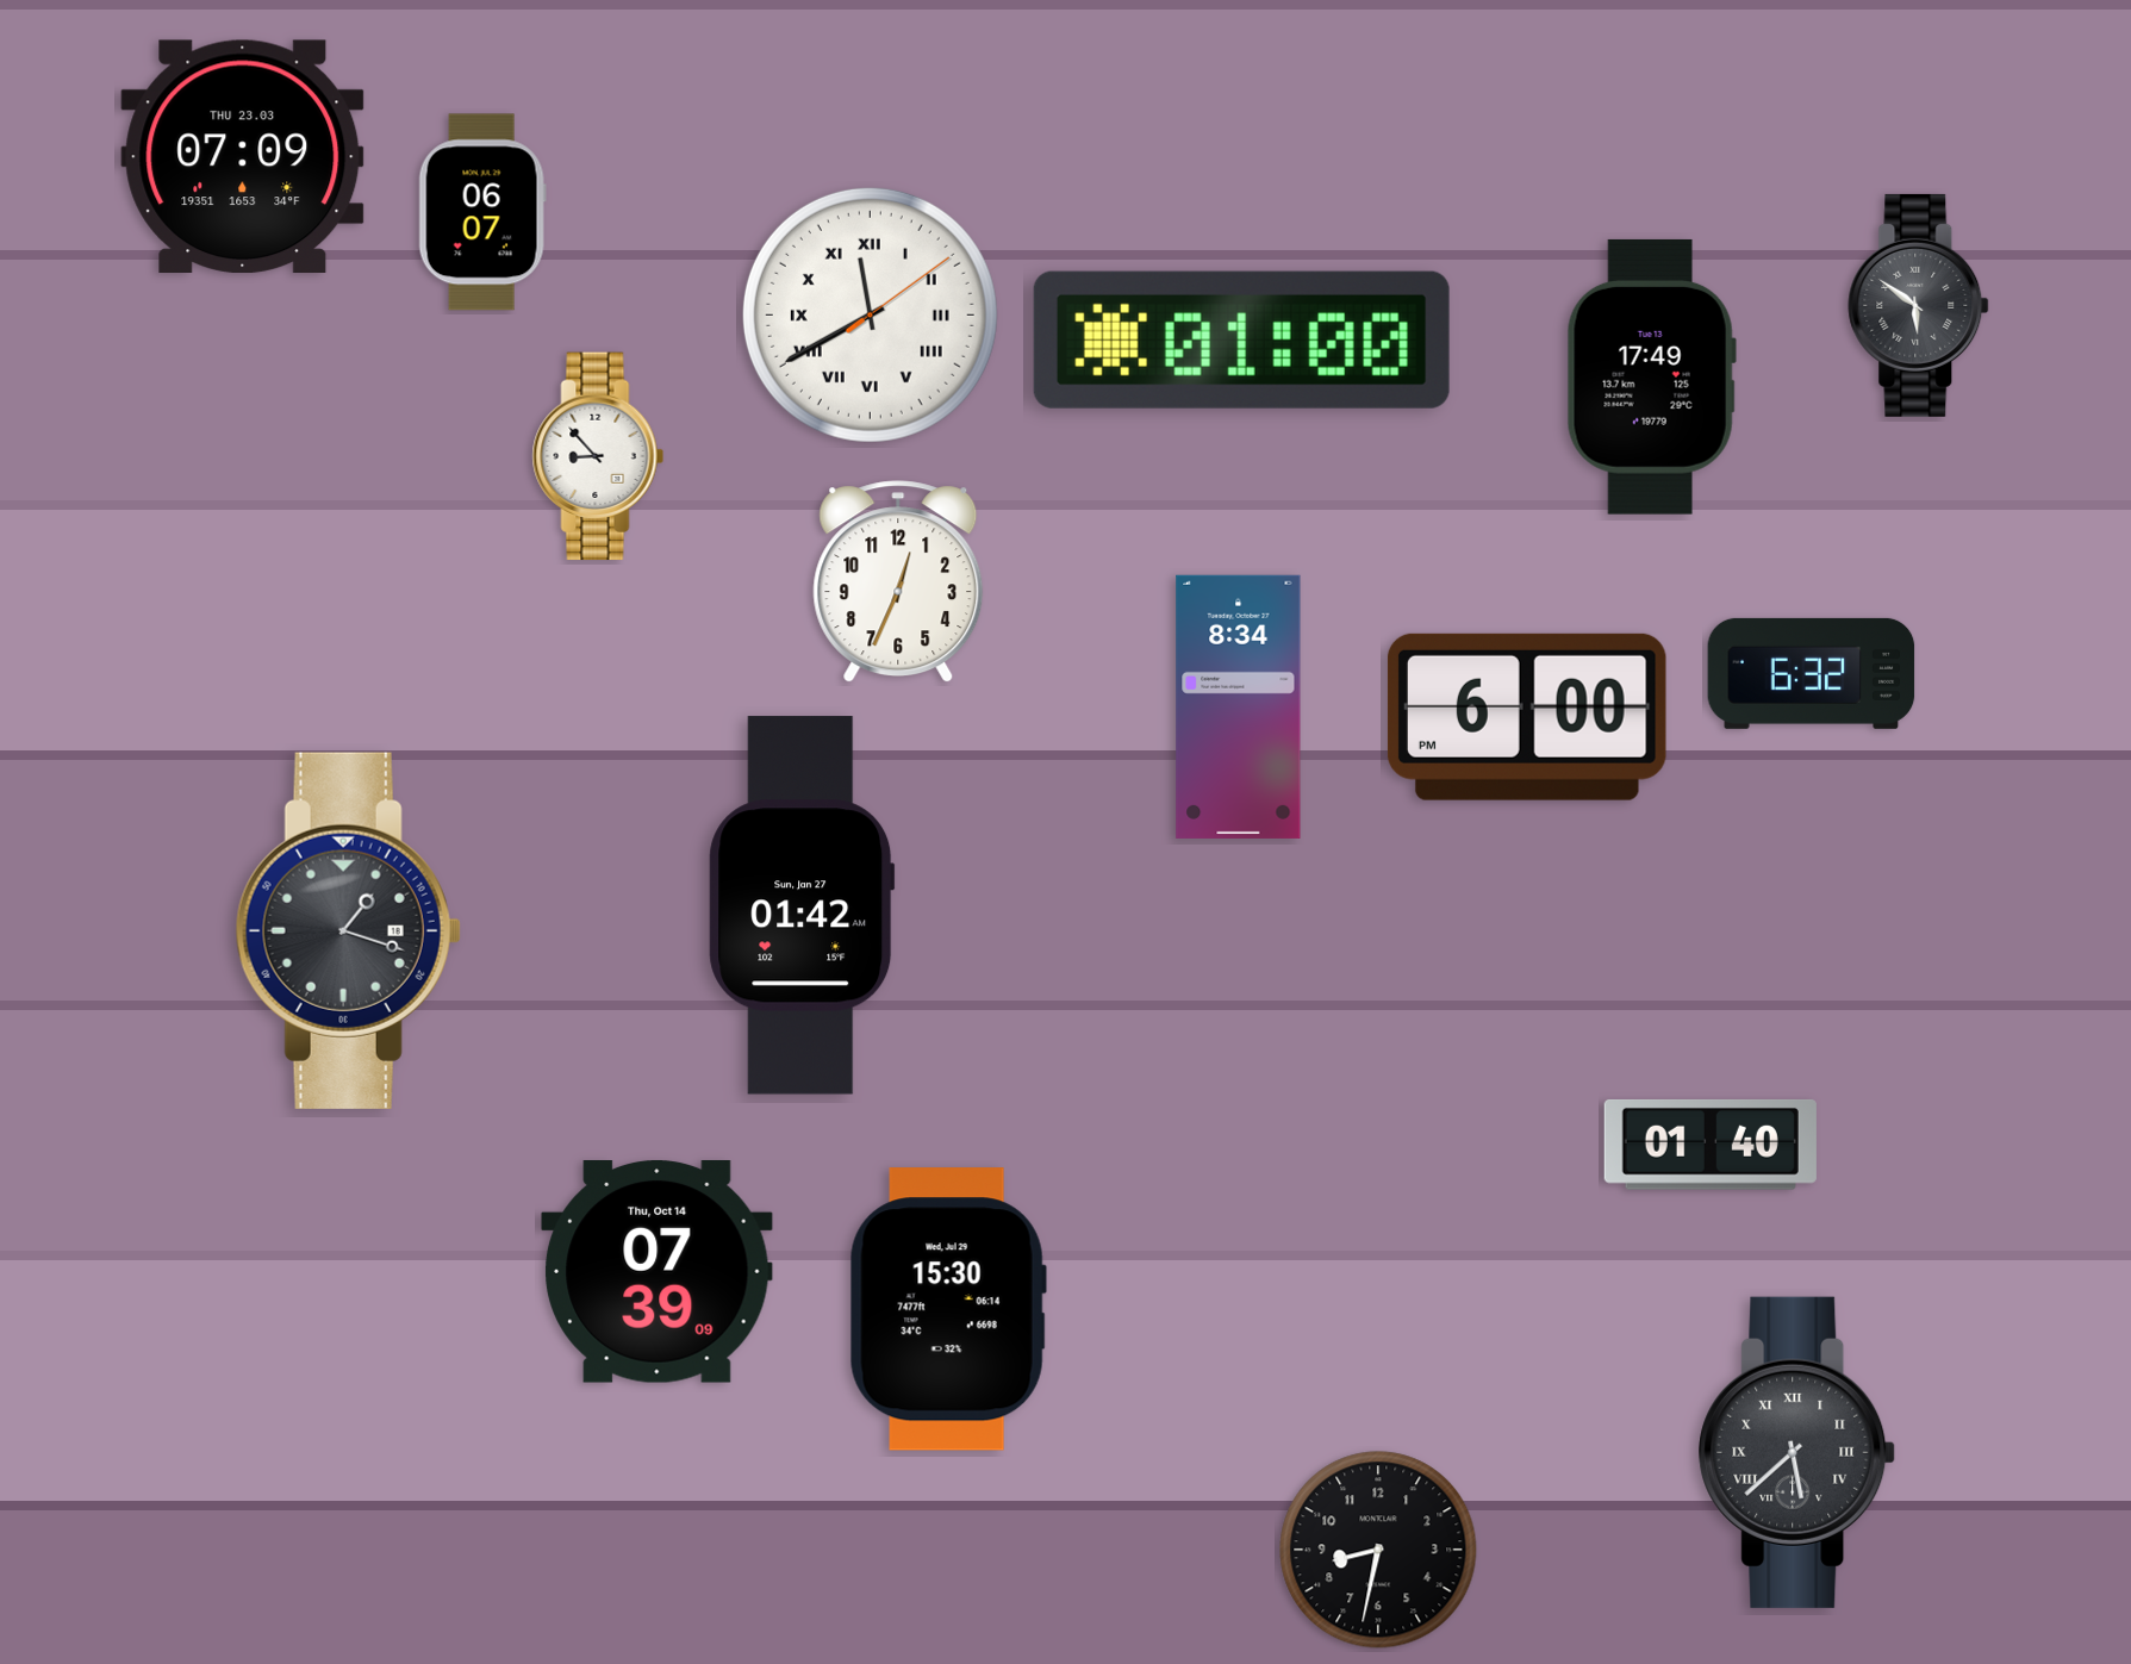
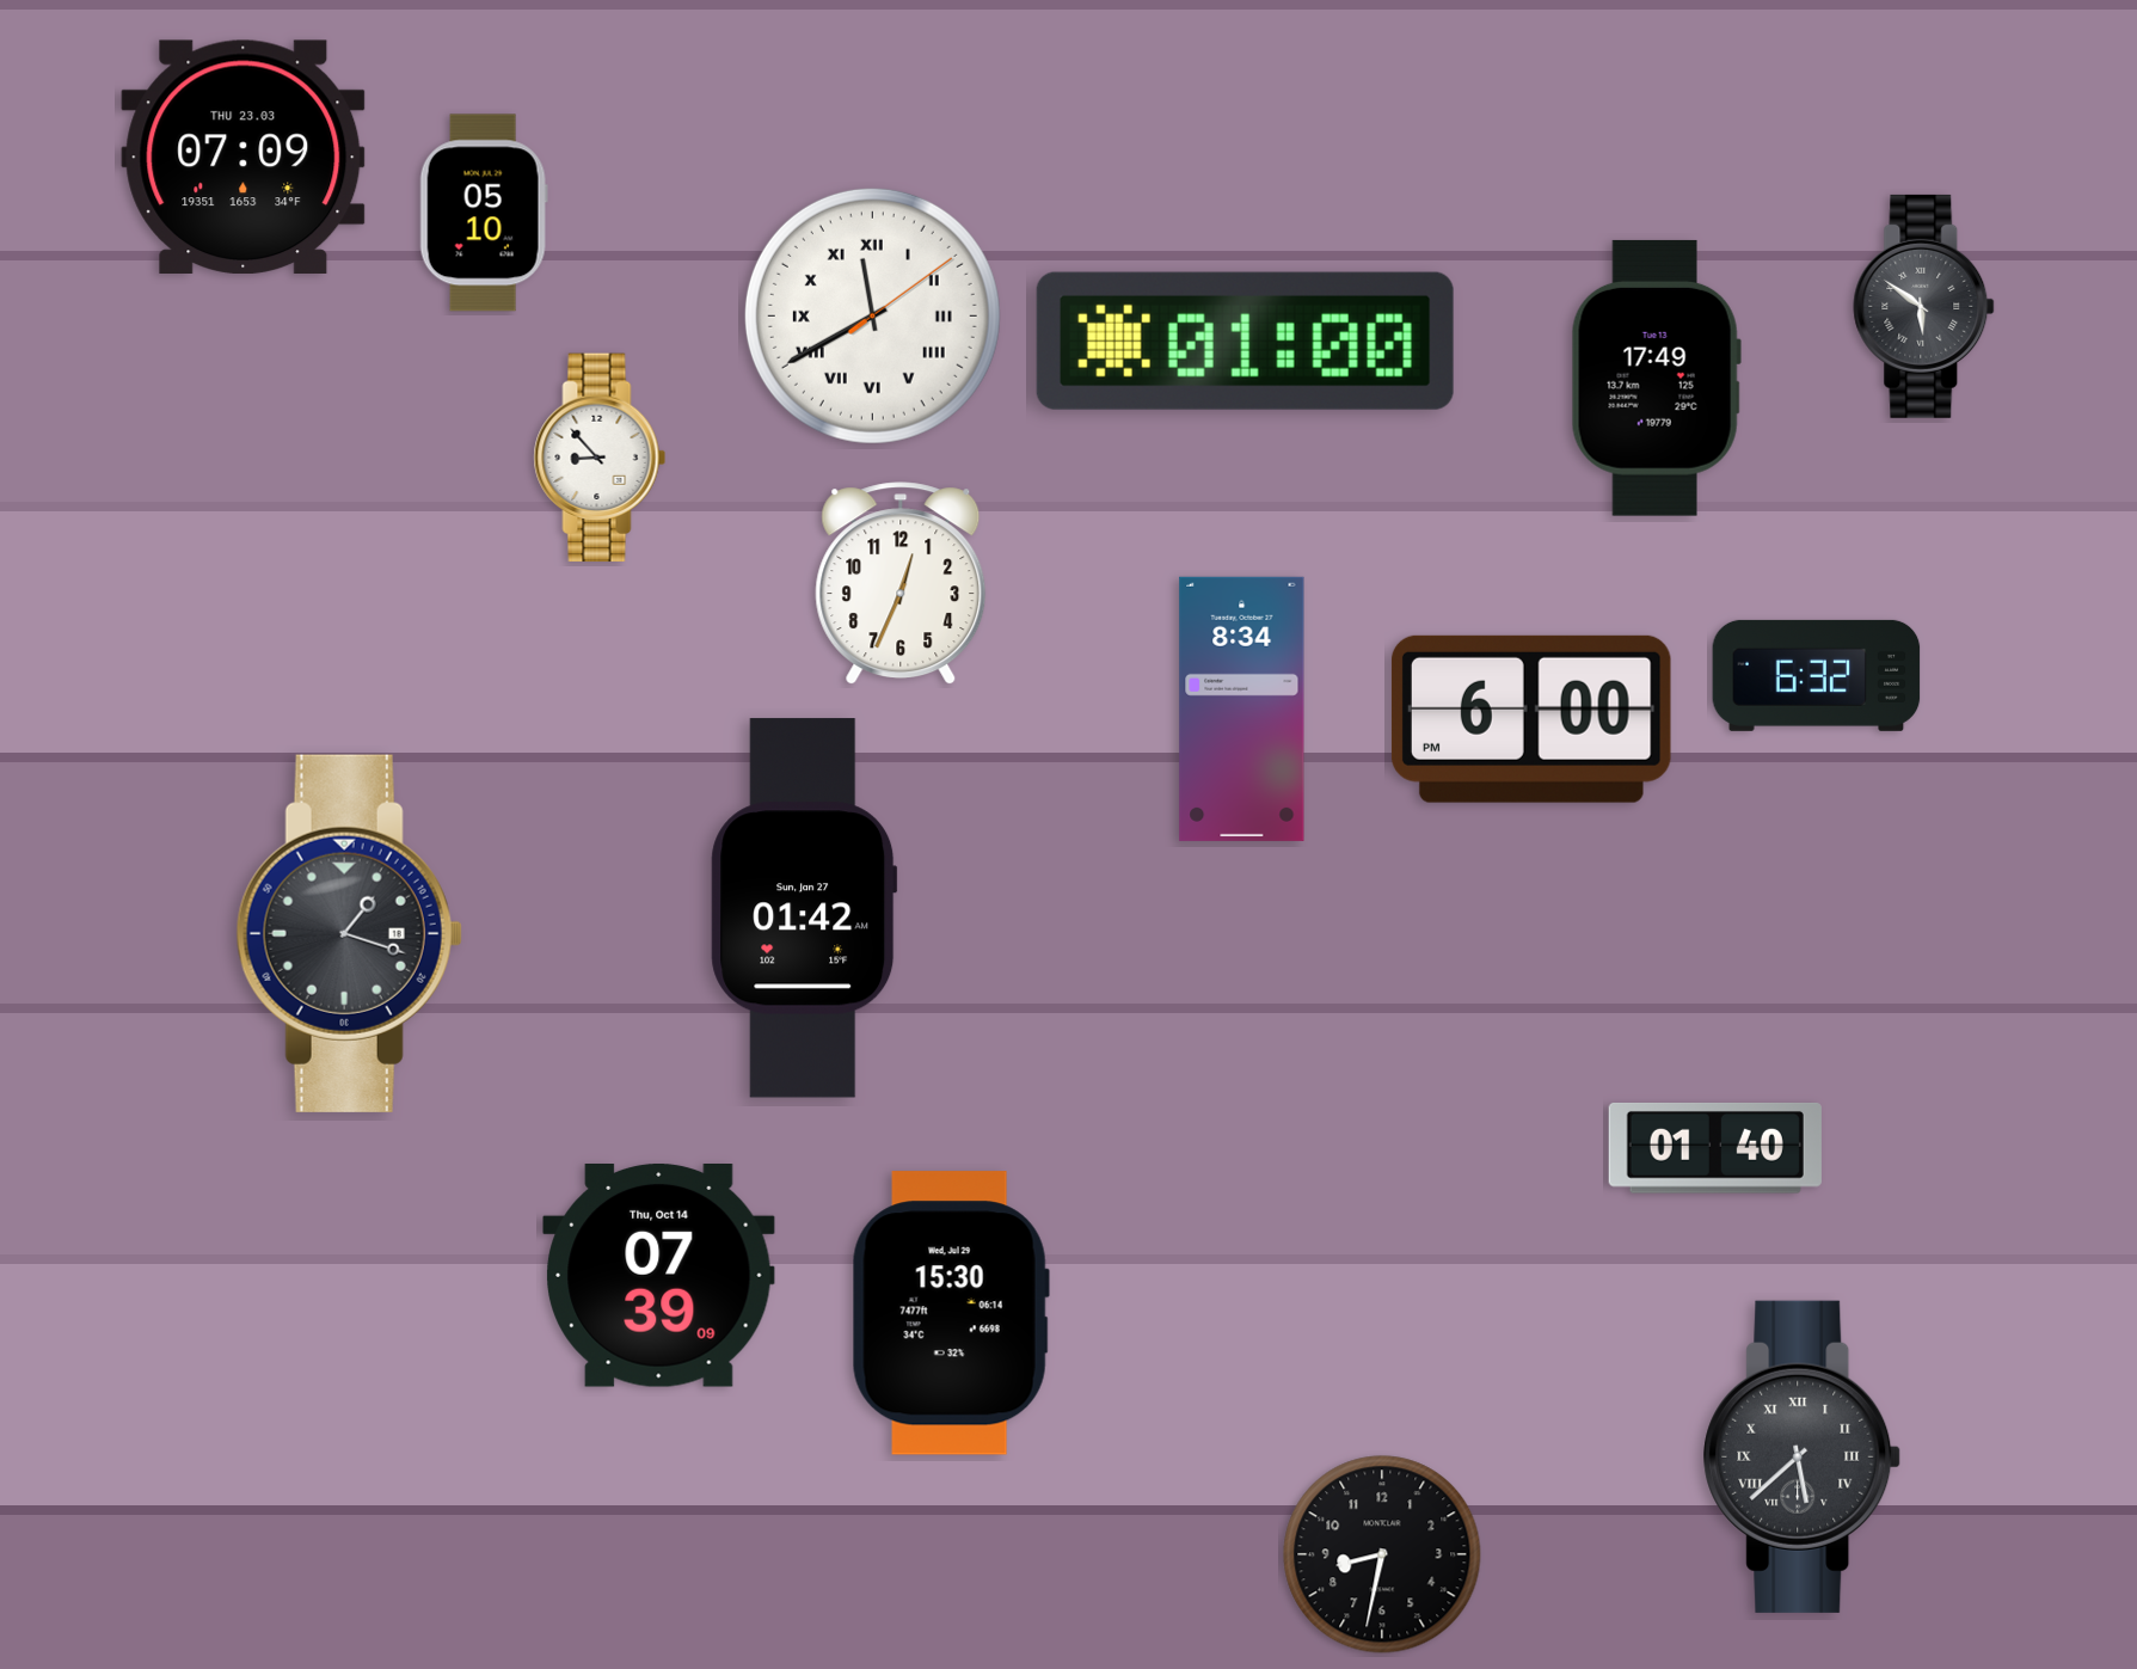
clock at (482, 212): 06:07 -> 05:10
